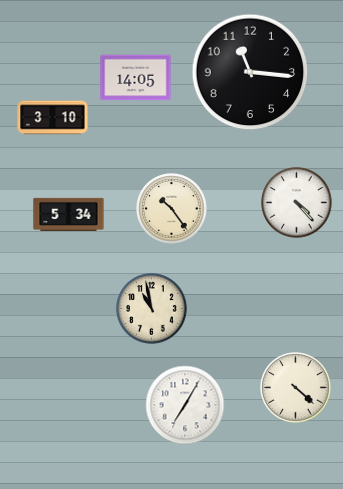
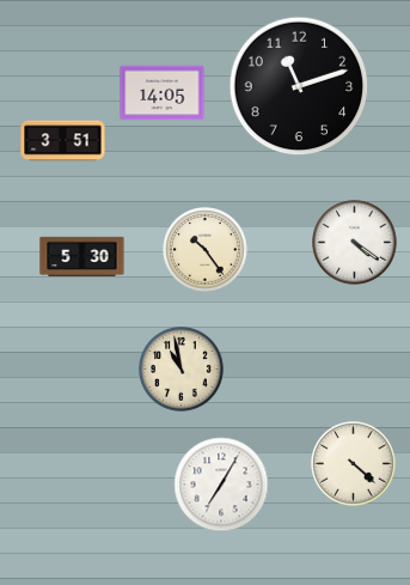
clock at (250, 72): 11:16 -> 11:12
clock at (53, 118): 3:10 -> 3:51
clock at (297, 203): 4:23 -> 4:21
clock at (69, 214): 5:34 -> 5:30
